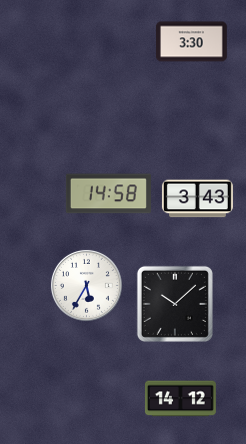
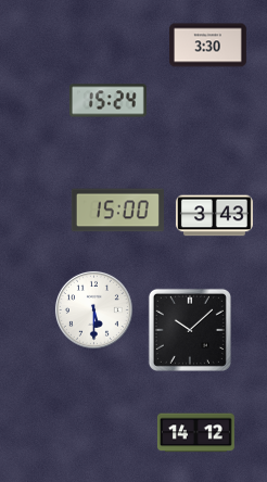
clock at (107, 101): none -> 15:24
clock at (108, 194): 14:58 -> 15:00
clock at (86, 285): 5:35 -> 5:30
